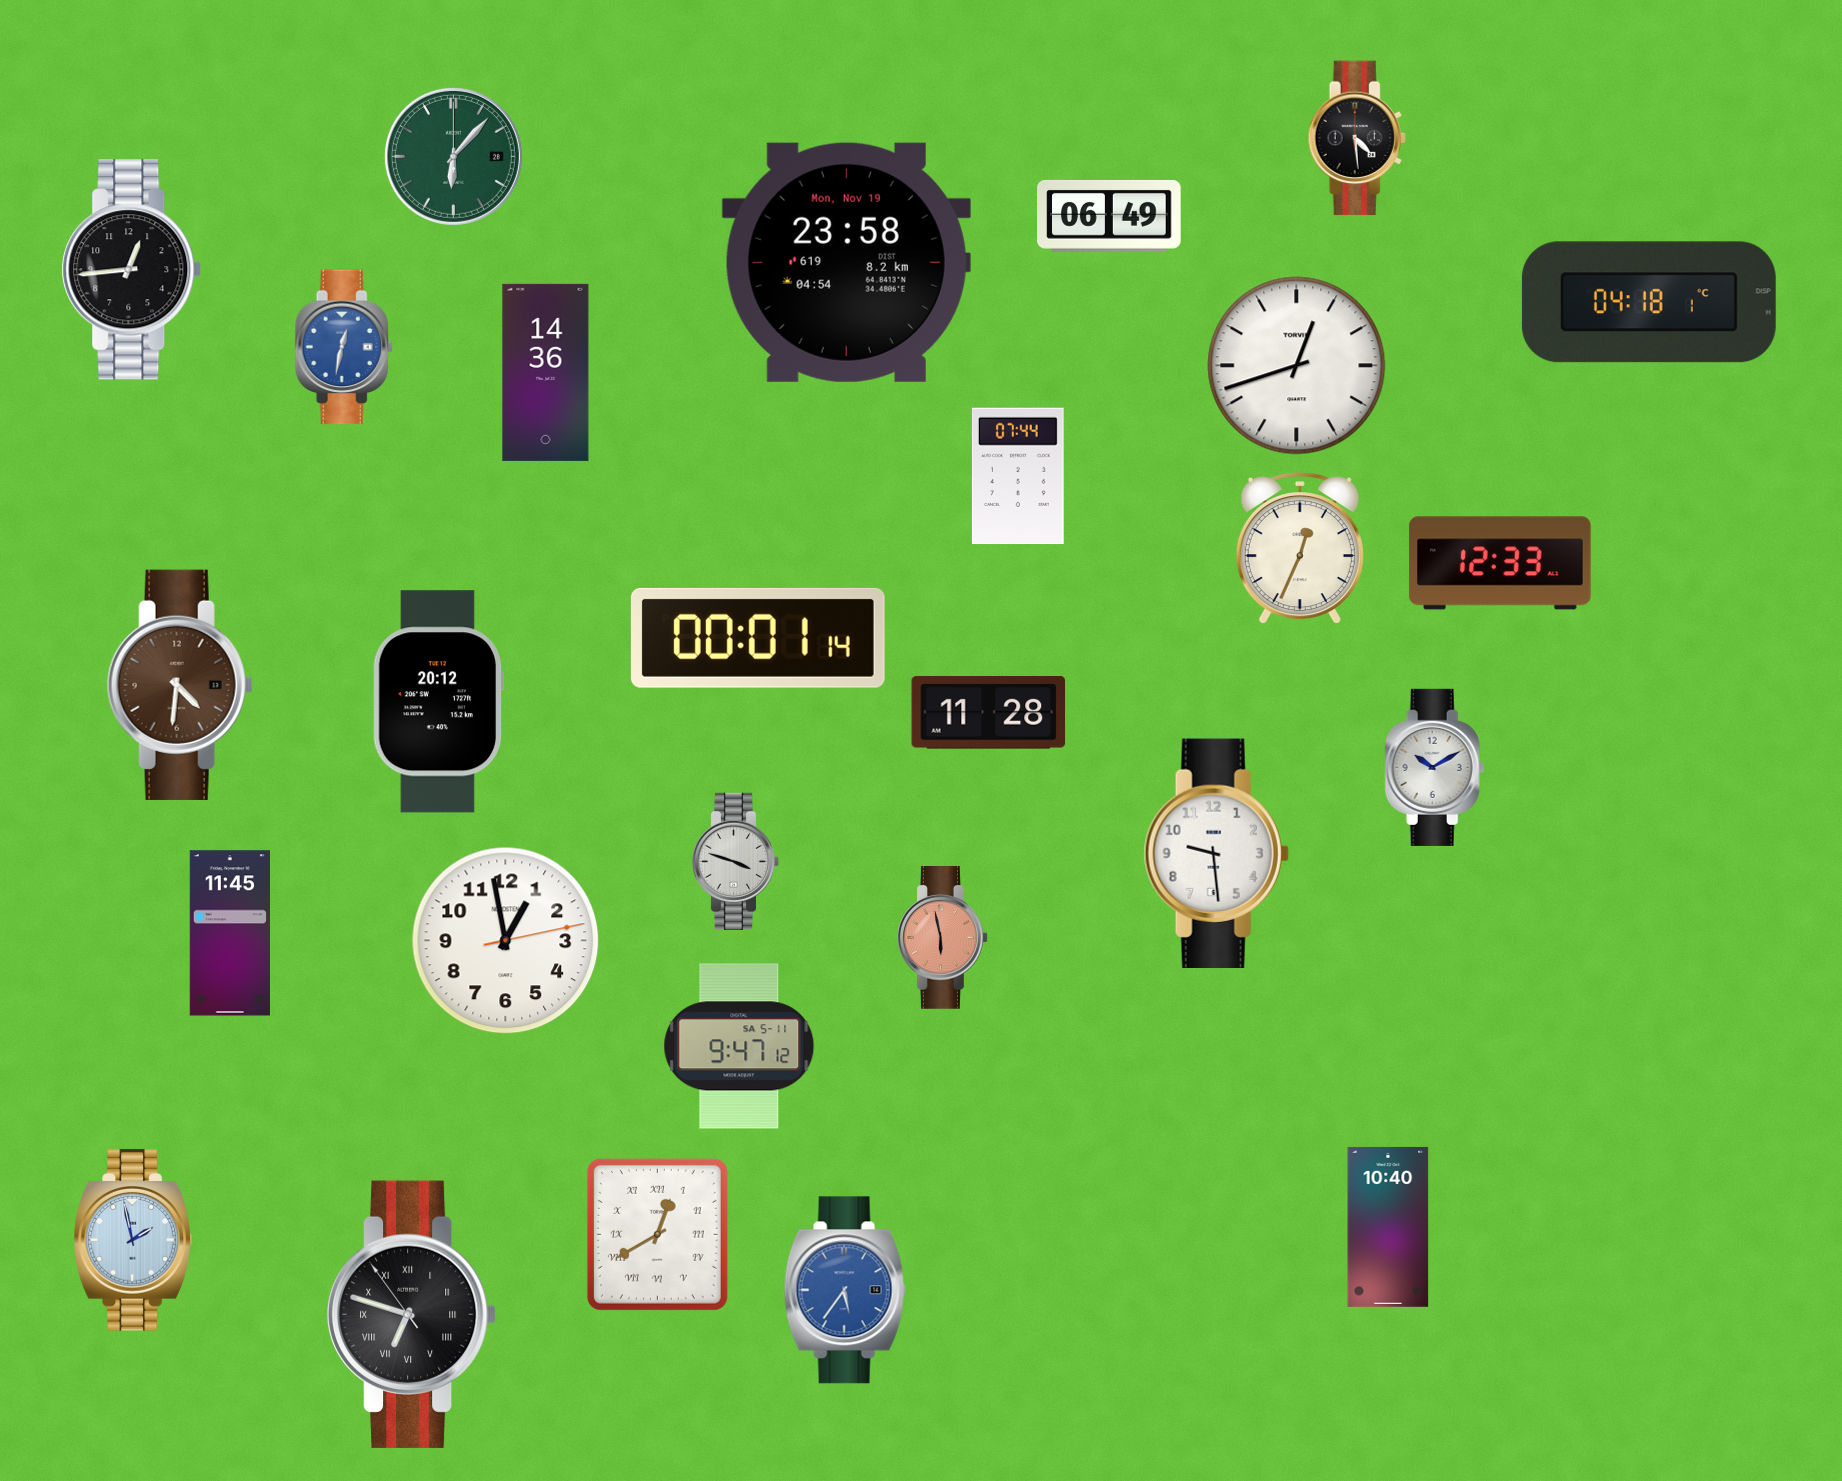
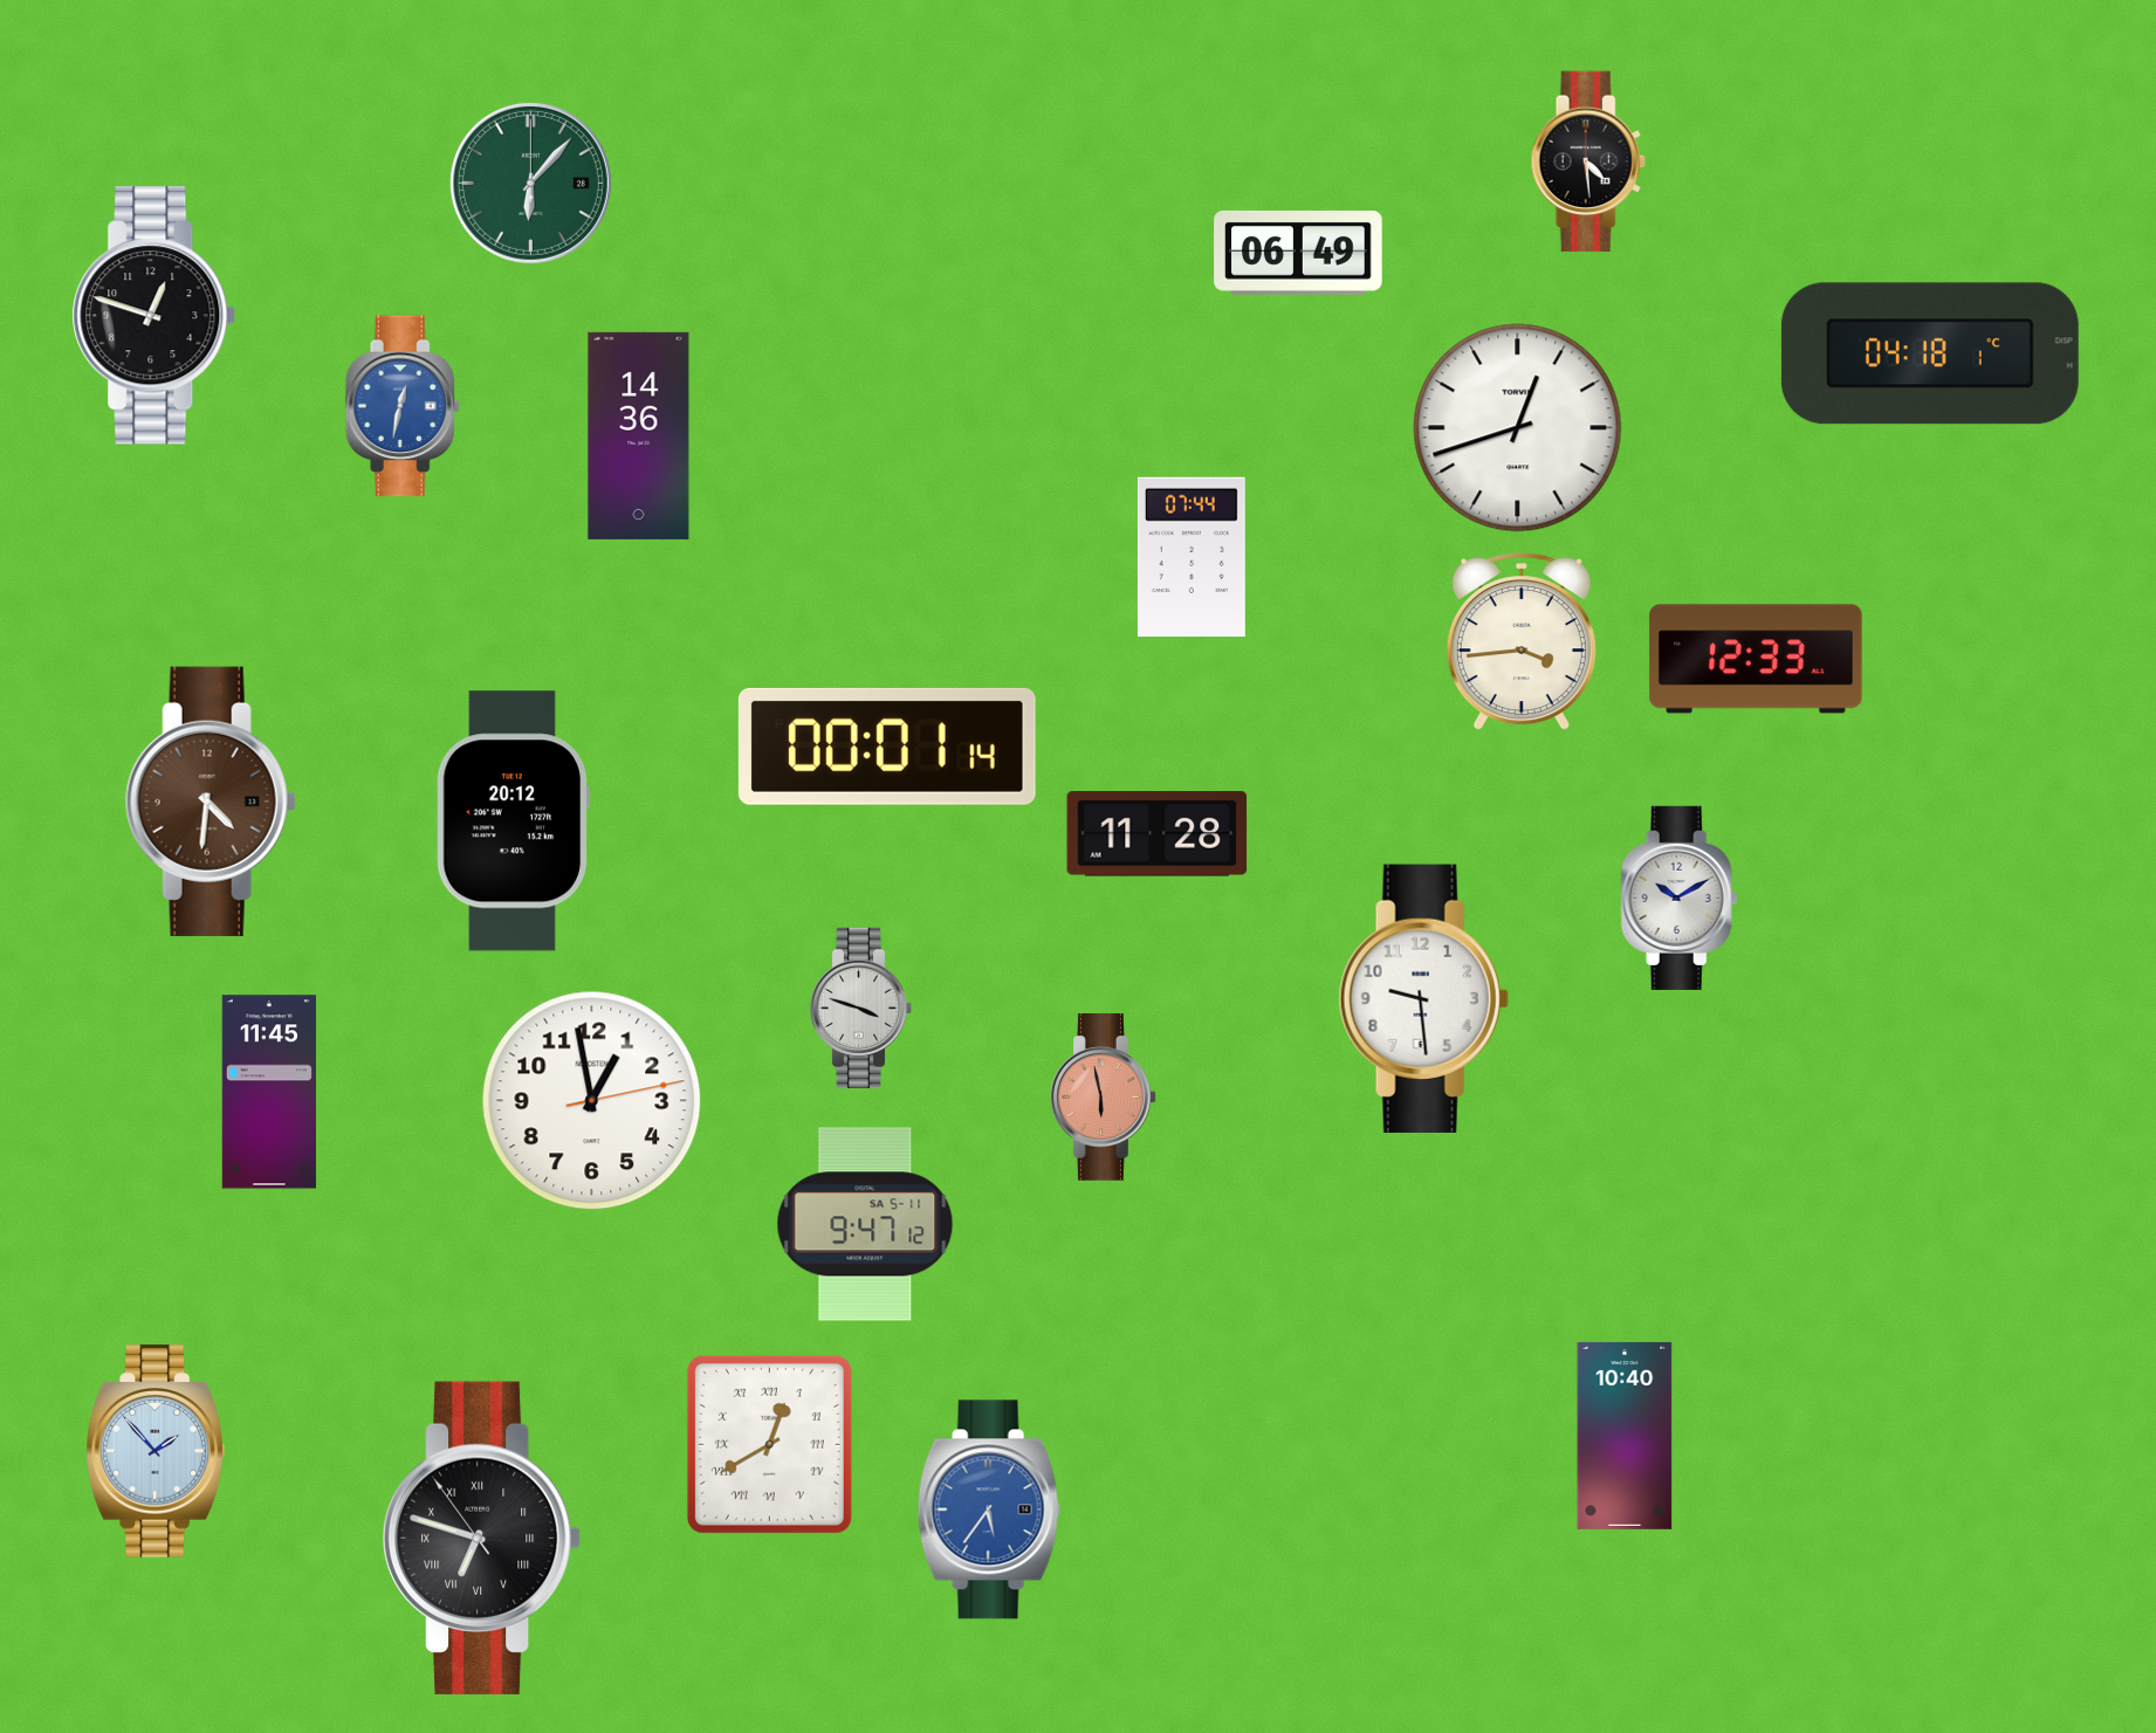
clock at (846, 262): 23:58 -> none
clock at (132, 270): 12:44 -> 12:48
clock at (1300, 549): 12:34 -> 3:44
clock at (133, 1240): 1:58 -> 1:53
